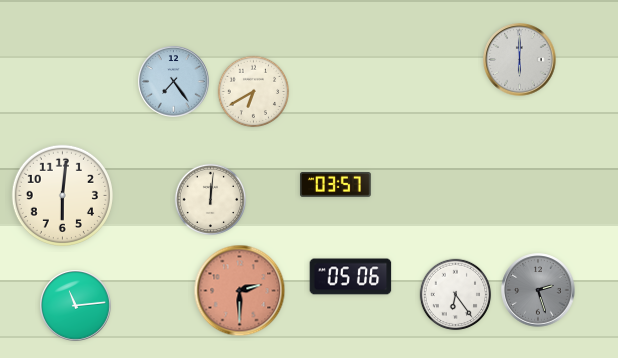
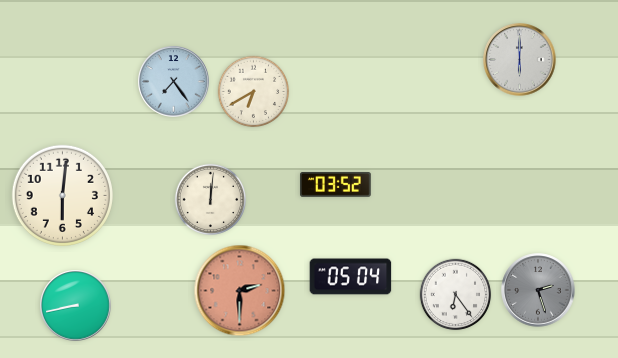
clock at (336, 185): 03:57 -> 03:52
clock at (351, 277): 05:06 -> 05:04
clock at (76, 306): 11:14 -> 8:43
